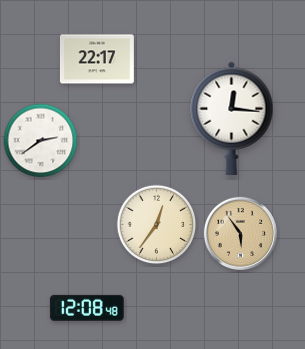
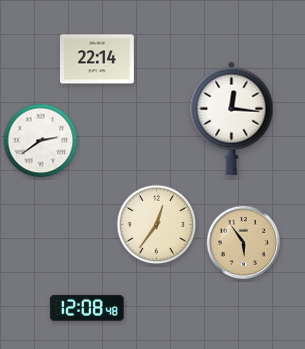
clock at (97, 59): 22:17 -> 22:14
clock at (240, 233) position: (240, 233) -> (243, 242)
